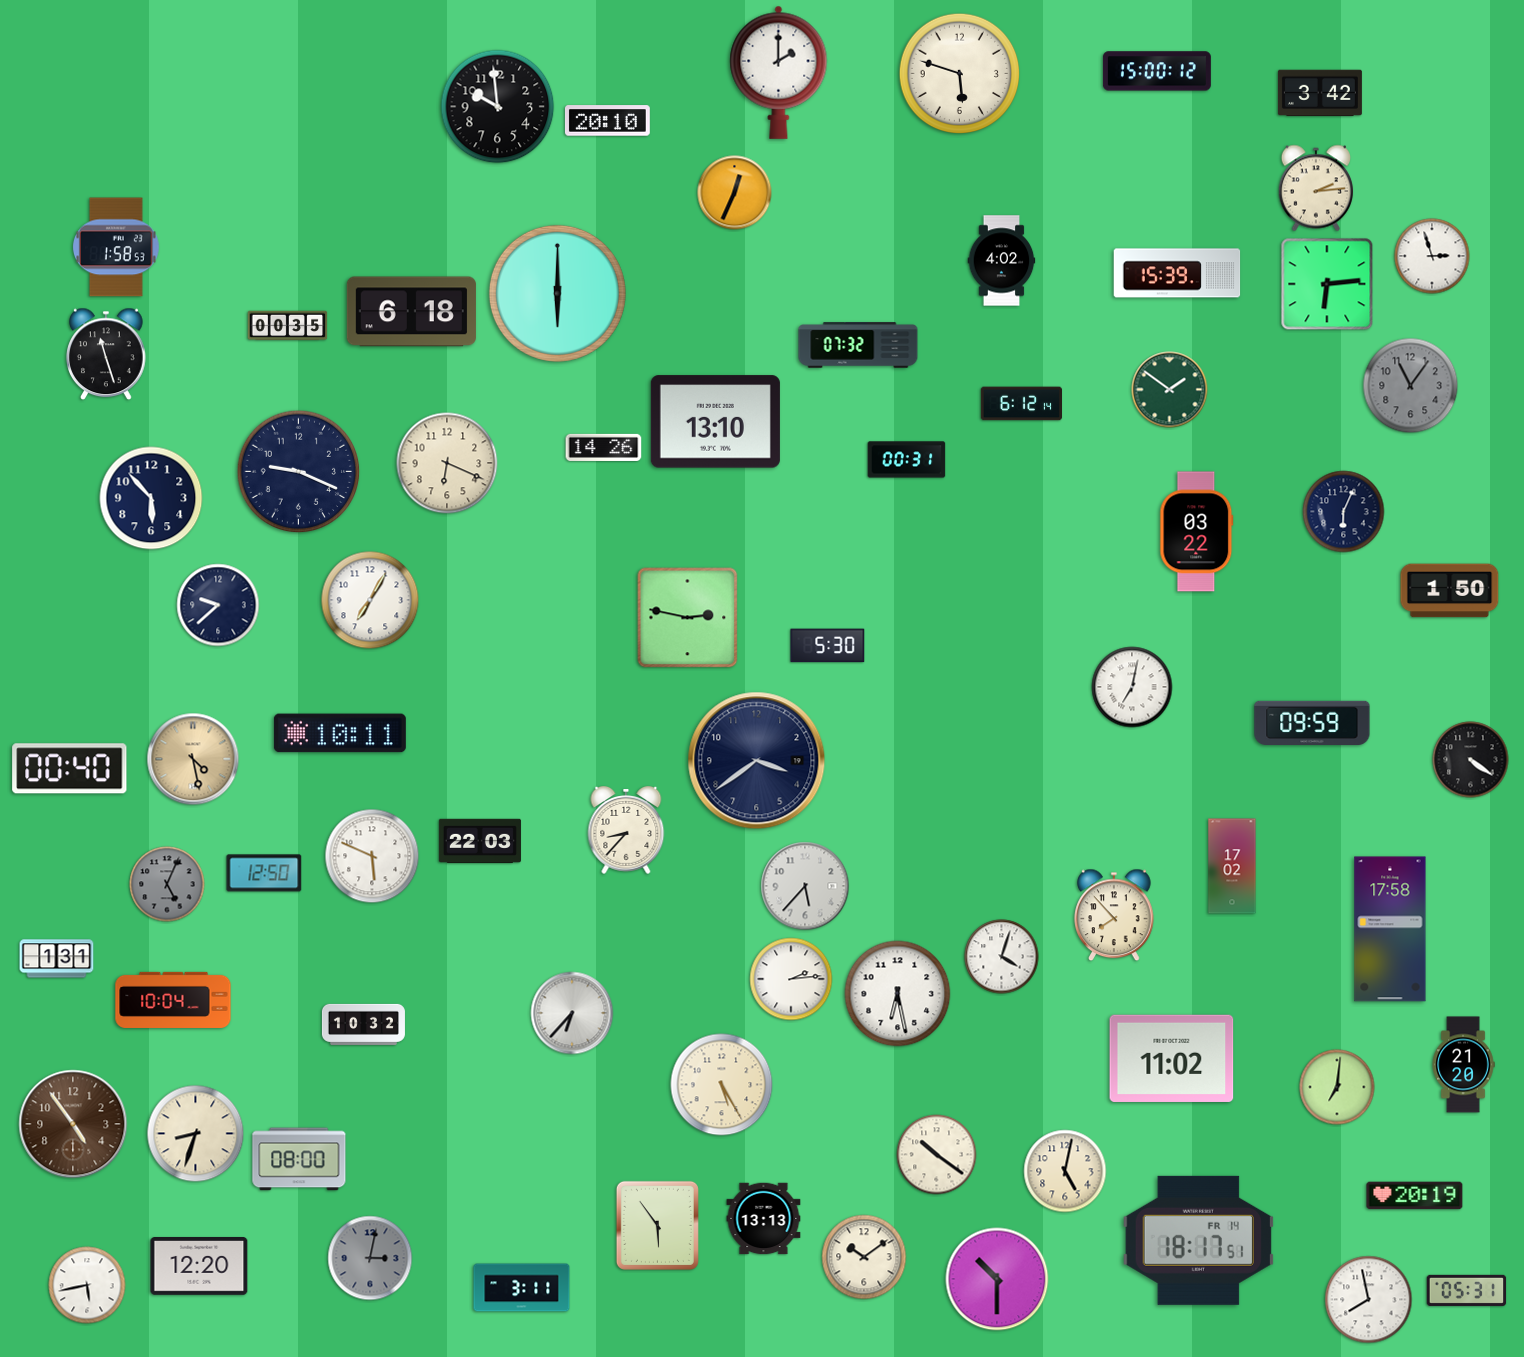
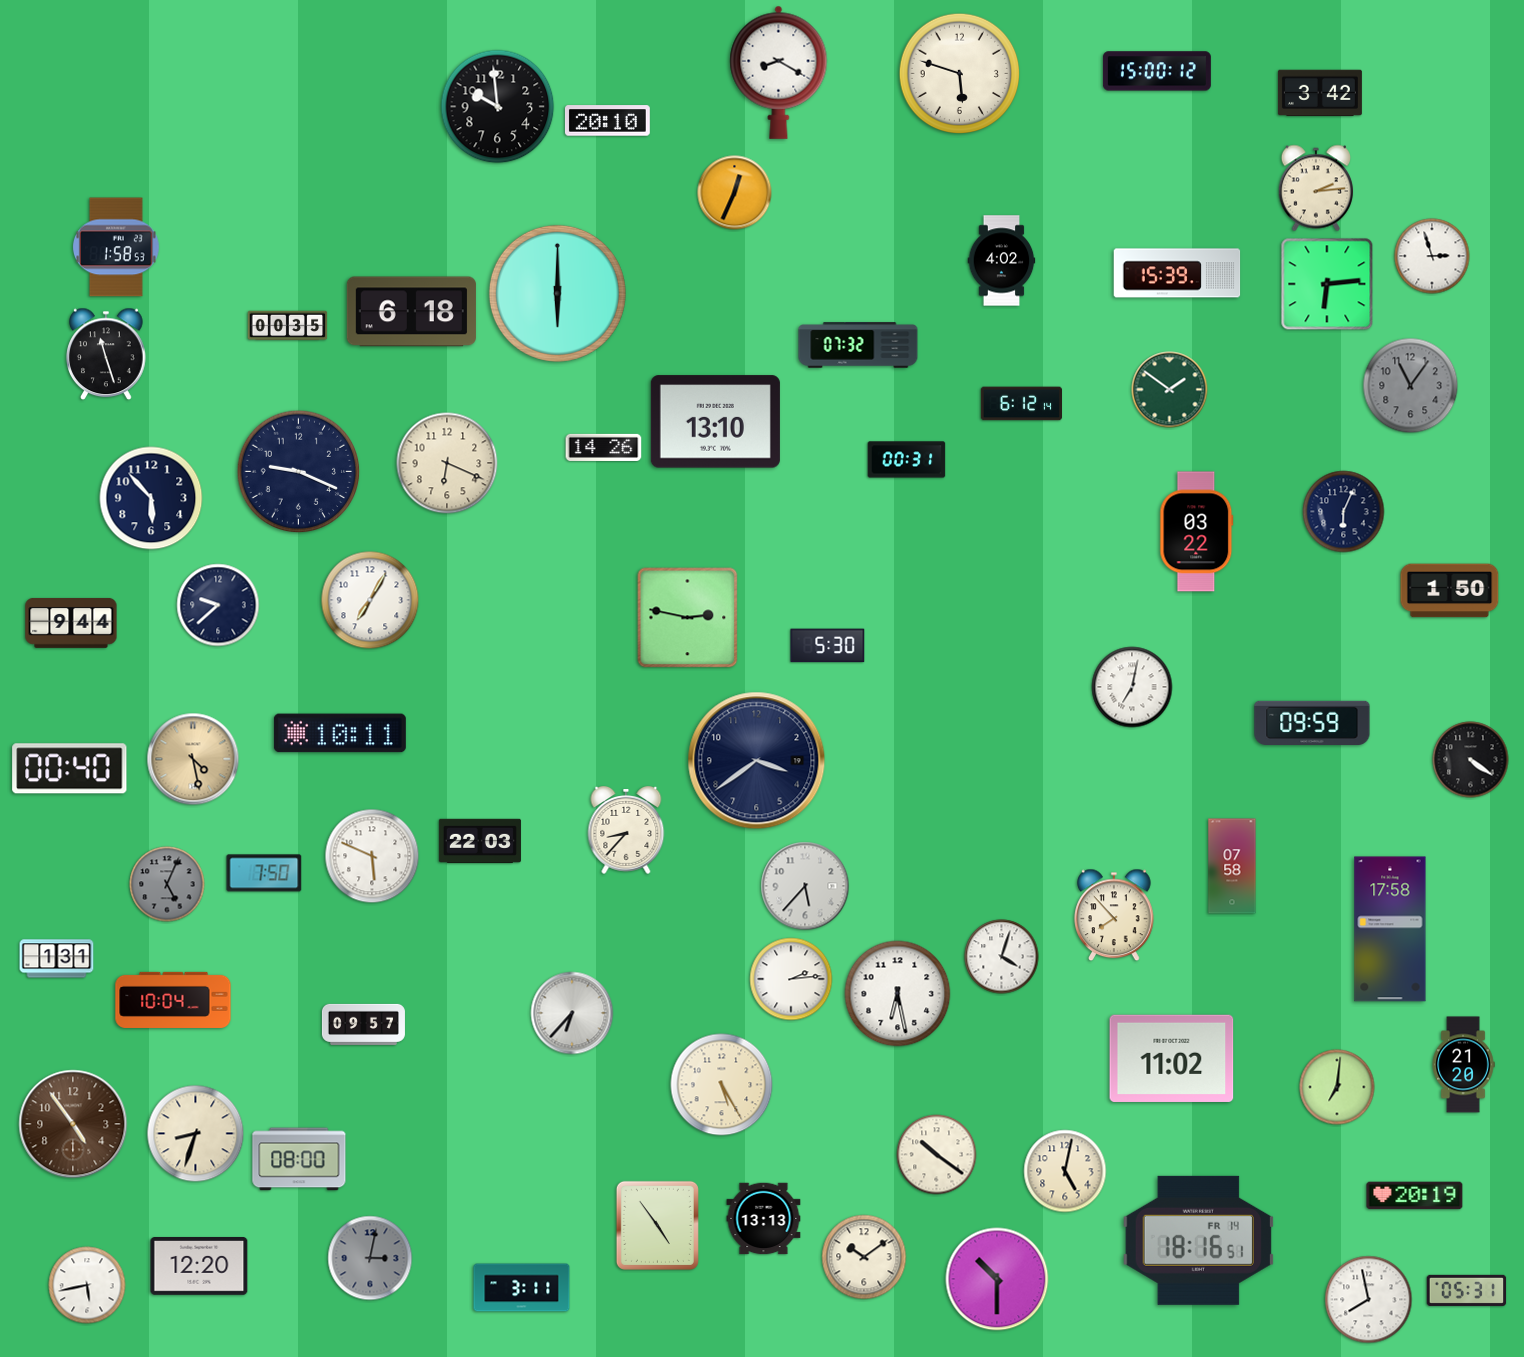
clock at (779, 72): 2:00 -> 8:20
clock at (71, 623): none -> 9:44
clock at (1232, 866): 17:02 -> 07:58
clock at (264, 873): 12:50 -> 7:50
clock at (363, 1024): 10:32 -> 09:57
clock at (657, 1225): 5:54 -> 4:54
clock at (1198, 1240): 18:17 -> 18:16
